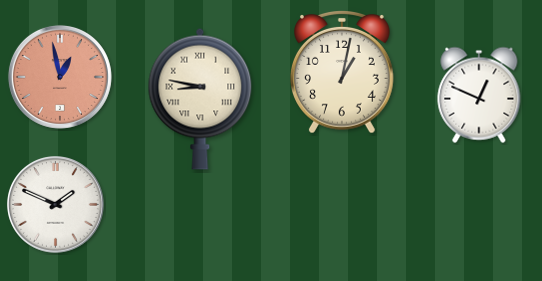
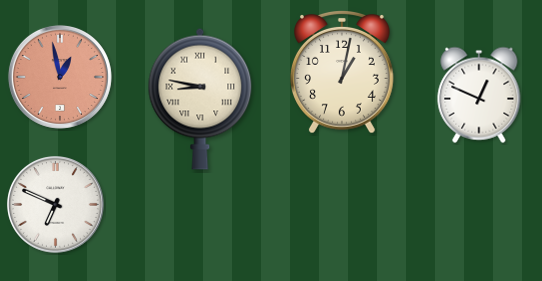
clock at (56, 205): 1:49 -> 6:49
